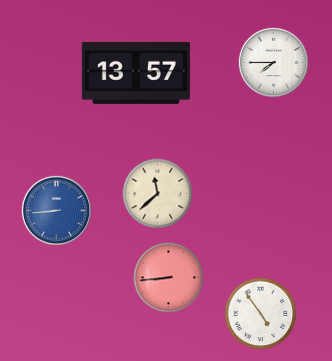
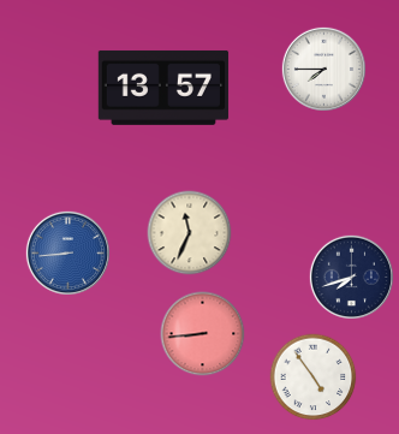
clock at (273, 62) position: (273, 62) -> (323, 69)
clock at (158, 194): 11:38 -> 11:34
clock at (351, 277): none -> 7:42
